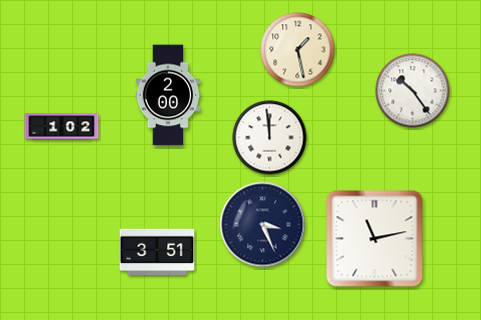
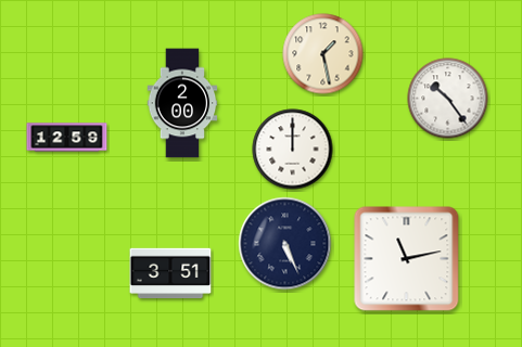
clock at (62, 127): 1:02 -> 12:59
clock at (270, 138): 11:59 -> 12:00
clock at (263, 225): 3:26 -> 5:26
